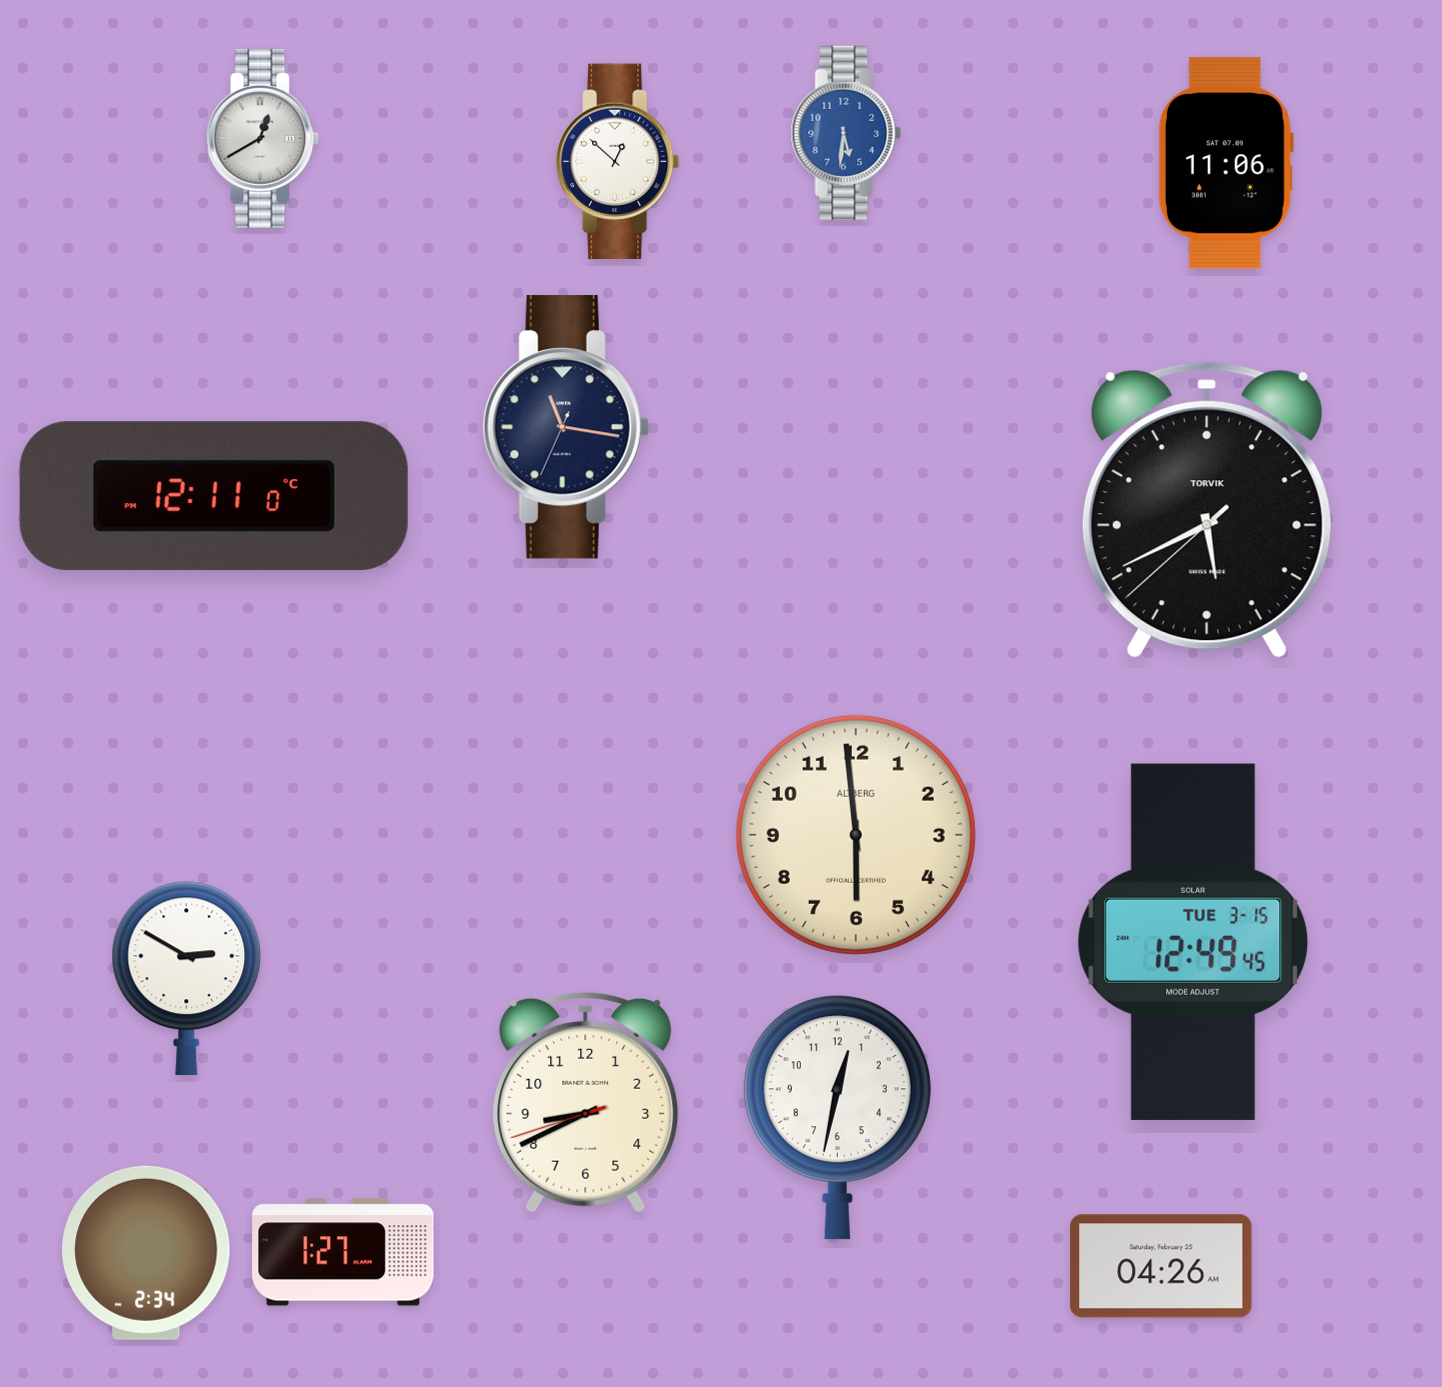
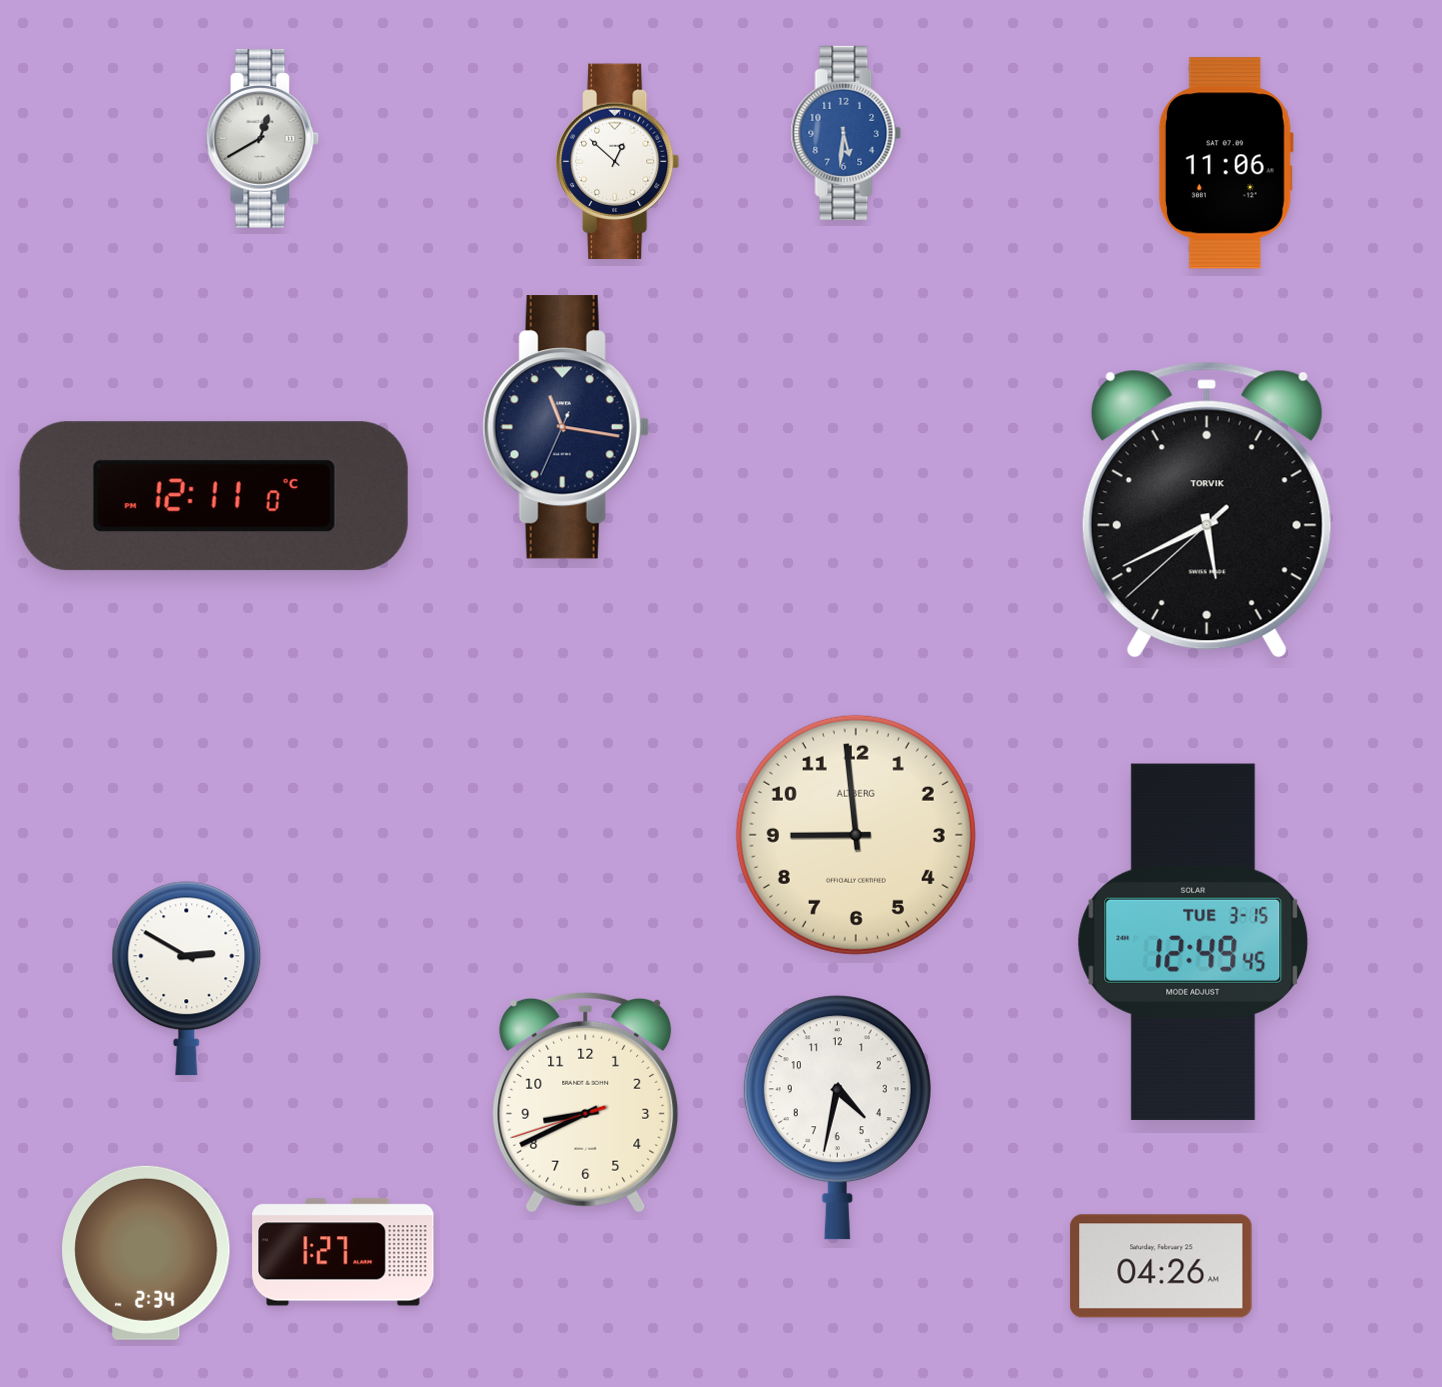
clock at (856, 835): 5:59 -> 8:59
clock at (837, 1118): 12:32 -> 4:32
